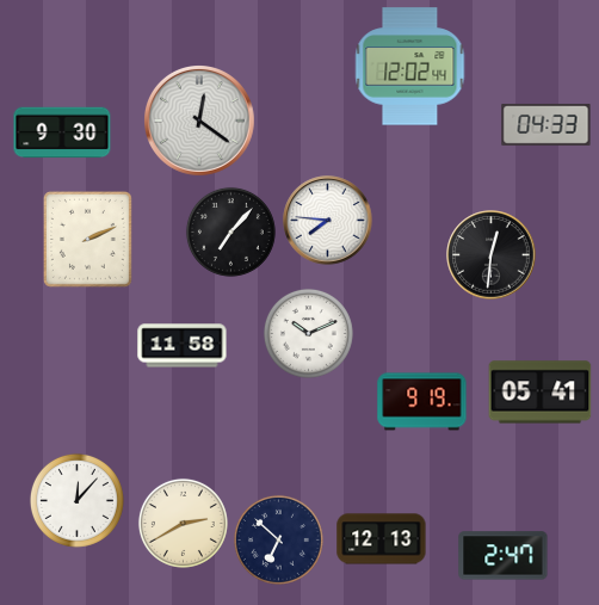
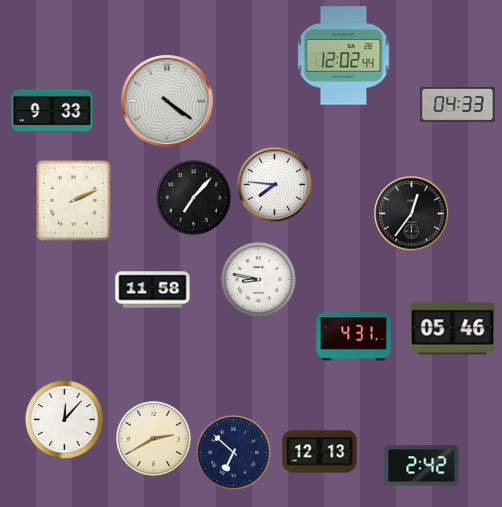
clock at (200, 122): 12:21 -> 4:21
clock at (62, 132): 9:30 -> 9:33
clock at (230, 231) position: (230, 231) -> (193, 197)
clock at (492, 255): 12:31 -> 12:36
clock at (308, 333): 10:11 -> 8:47
clock at (541, 393): 05:41 -> 05:46
clock at (422, 402): 9:19 -> 4:31
clock at (504, 556): 2:47 -> 2:42
